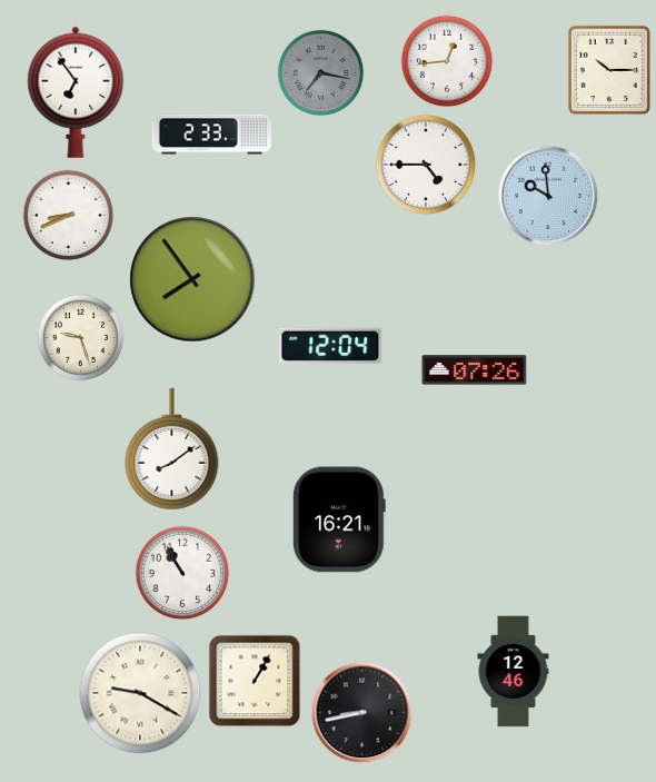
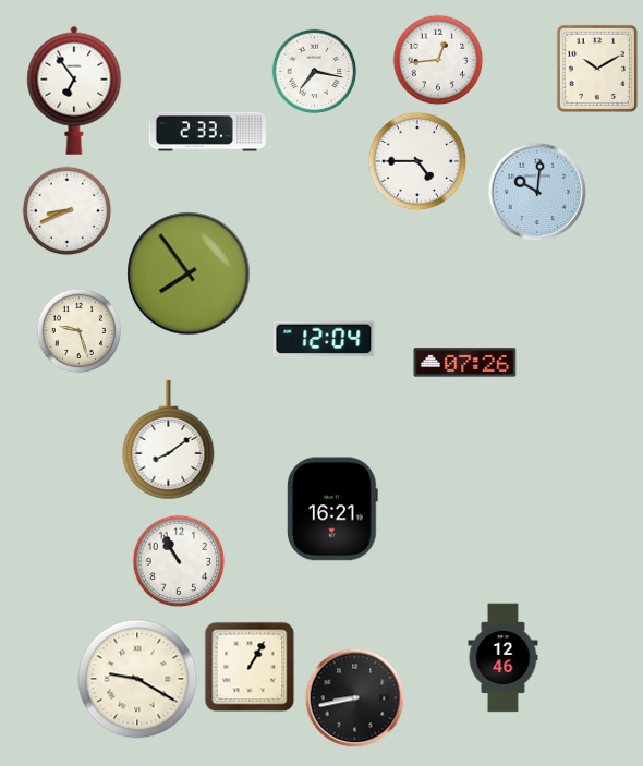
clock at (609, 70): 10:15 -> 10:10
clock at (320, 72) dial: grey -> white
clock at (548, 196): 9:59 -> 10:01
